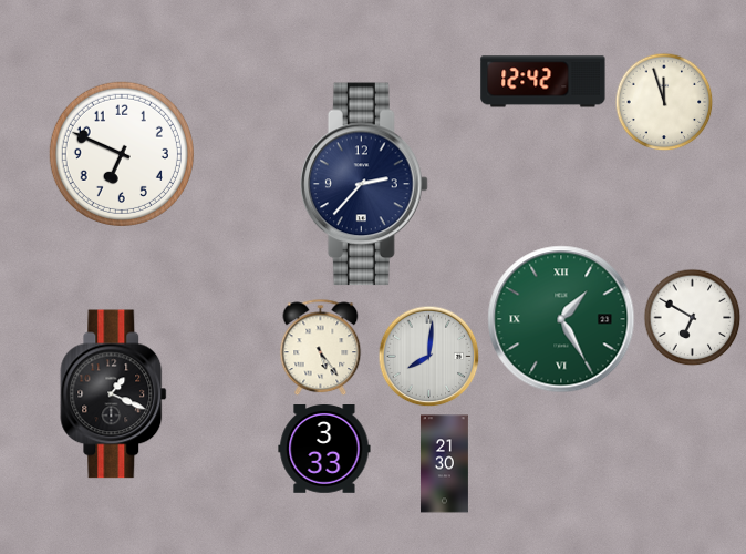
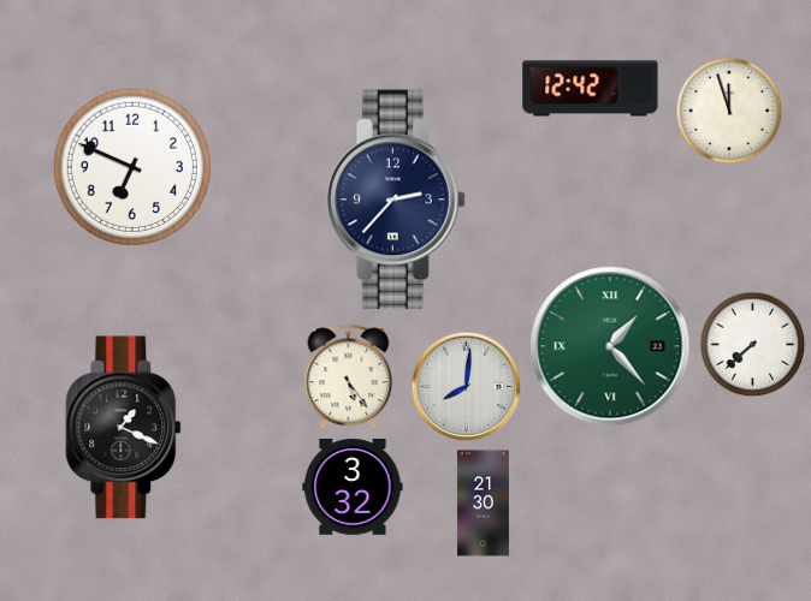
clock at (664, 102) position: (664, 102) -> (729, 111)
clock at (693, 318): 6:50 -> 7:38
clock at (561, 319): 1:25 -> 1:23
clock at (324, 450): 3:33 -> 3:32
